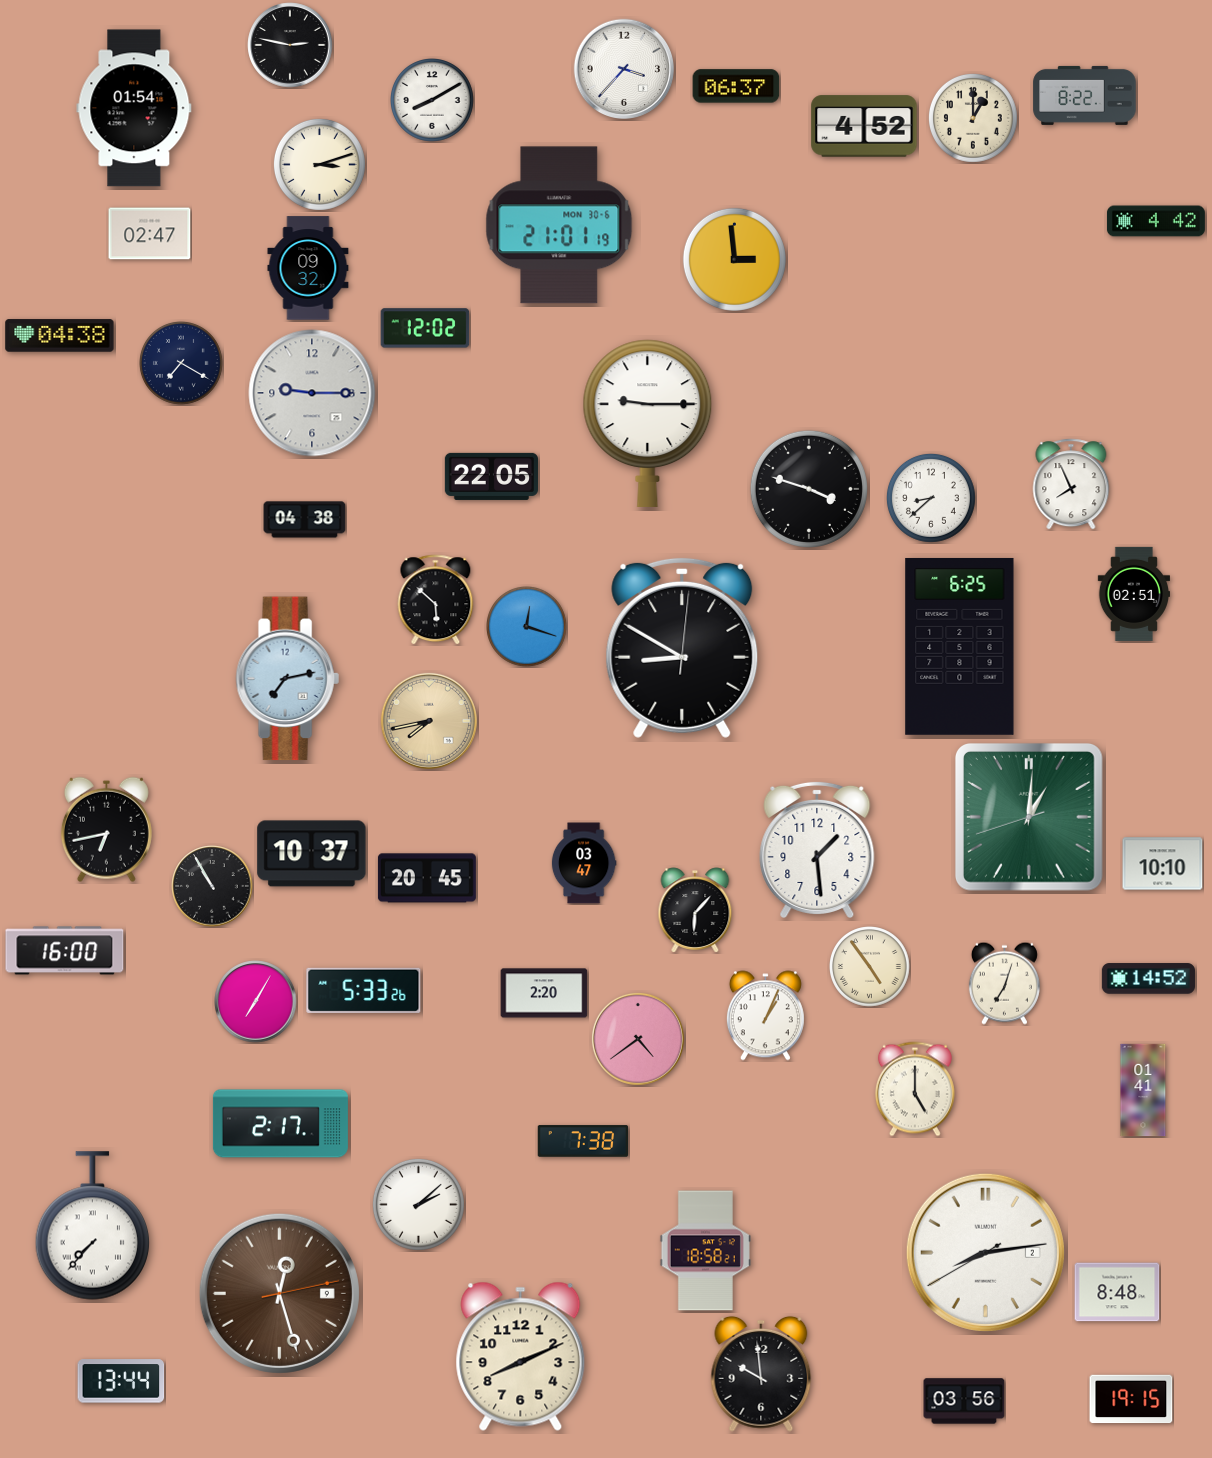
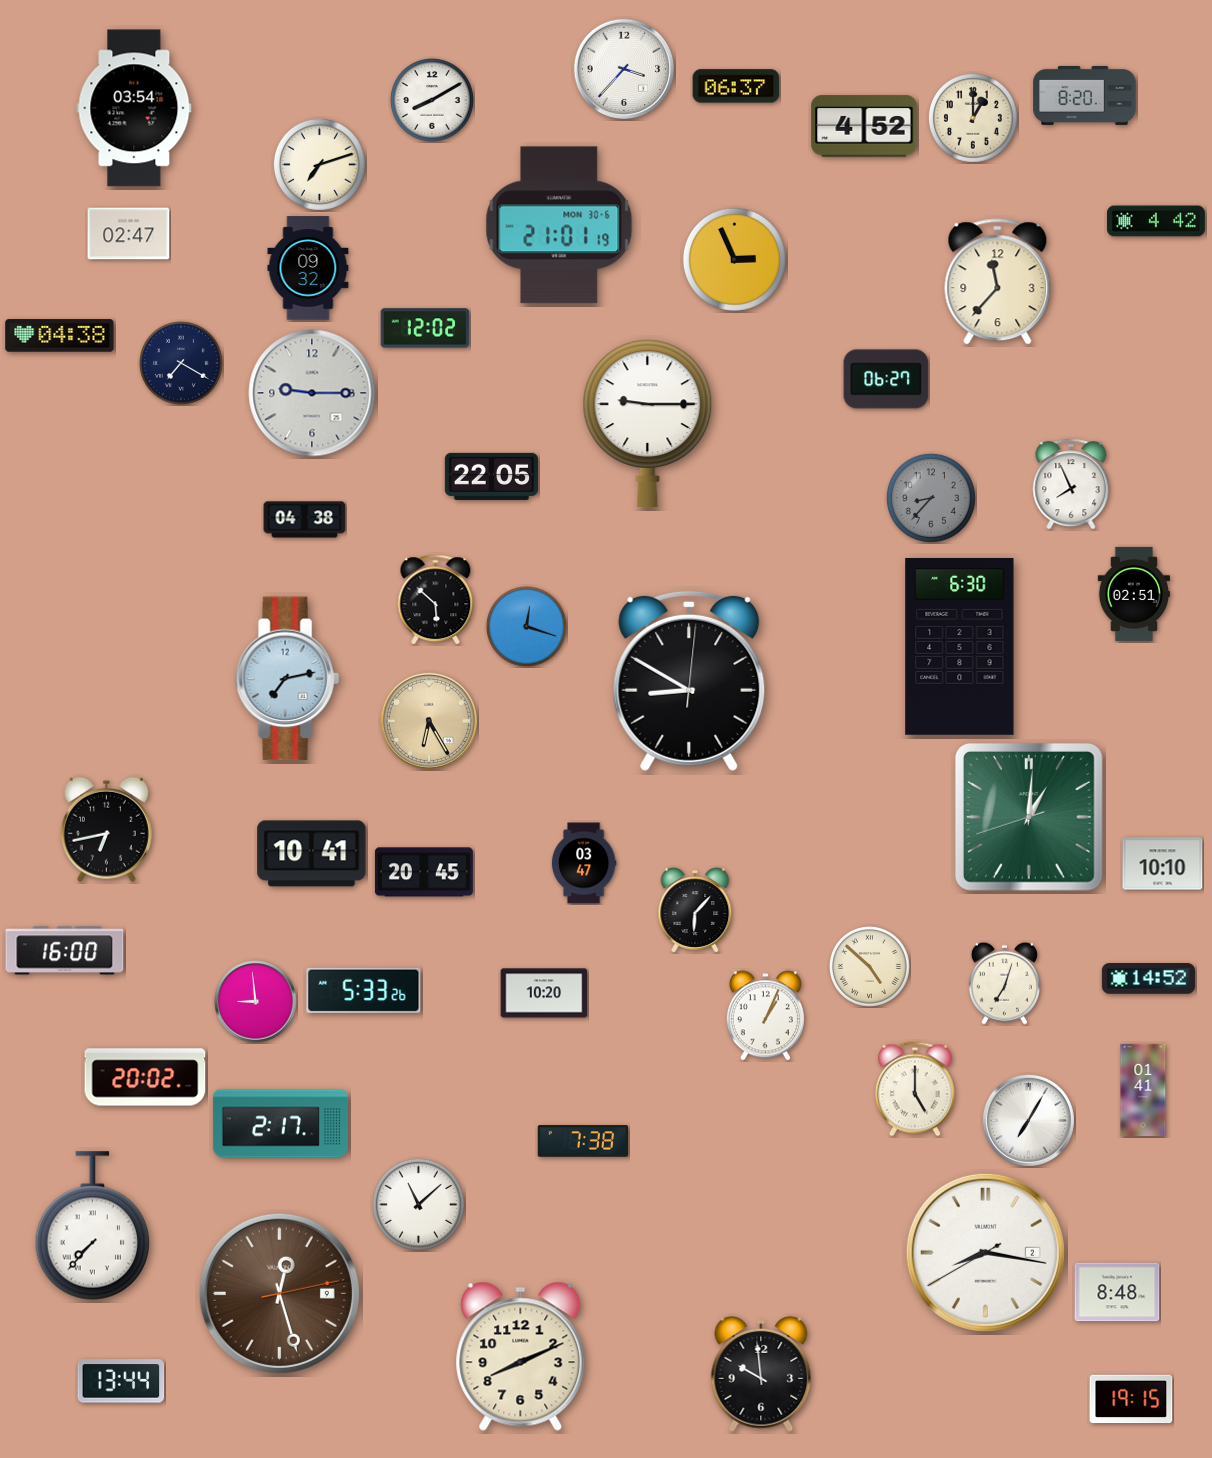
clock at (290, 45): 2:47 -> none
clock at (1085, 95): 8:22 -> 8:20
clock at (134, 108): 01:54 -> 03:54
clock at (319, 164): 3:12 -> 7:12
clock at (150, 234) position: (150, 234) -> (129, 234)
clock at (734, 259): 2:59 -> 2:56
clock at (998, 282): none -> 11:37
clock at (886, 379): none -> 06:27
clock at (809, 489): 3:48 -> none
clock at (931, 498): 8:38 -> 8:37
clock at (931, 498) dial: white -> grey
clock at (960, 646): 6:25 -> 6:30
clock at (682, 648) position: (682, 648) -> (689, 681)
clock at (429, 721): 7:43 -> 6:25
clock at (817, 849): 1:29 -> none
clock at (312, 854): 10:37 -> 10:41
clock at (427, 878) position: (427, 878) -> (424, 872)
clock at (212, 886): 10:55 -> none
clock at (870, 967): 4:54 -> 4:52
clock at (544, 993): 2:20 -> 10:20
clock at (256, 1002): 7:05 -> 8:59
clock at (638, 1039): 4:39 -> none
clock at (145, 1077): none -> 20:02
clock at (1028, 1120): none -> 7:05
clock at (418, 1204): 2:08 -> 11:08
clock at (705, 1251): 18:58 -> none
clock at (985, 1252): 8:13 -> 8:16
clock at (964, 1401): 03:56 -> none
